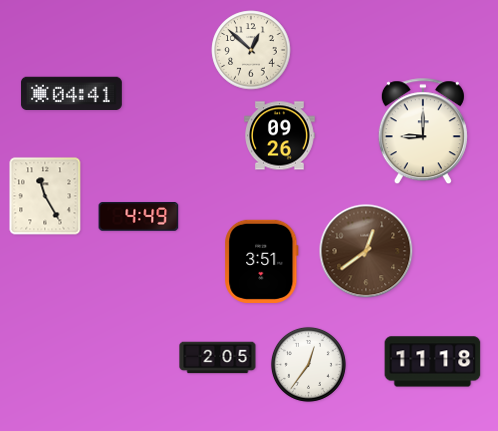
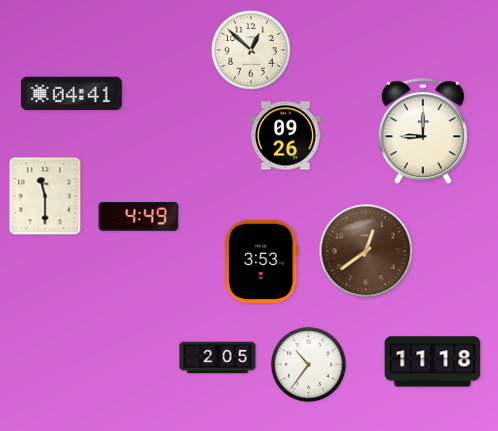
clock at (280, 136) position: (280, 136) -> (286, 136)
clock at (45, 196): 11:25 -> 11:30
clock at (262, 261): 3:51 -> 3:53
clock at (308, 364): 12:36 -> 10:36
